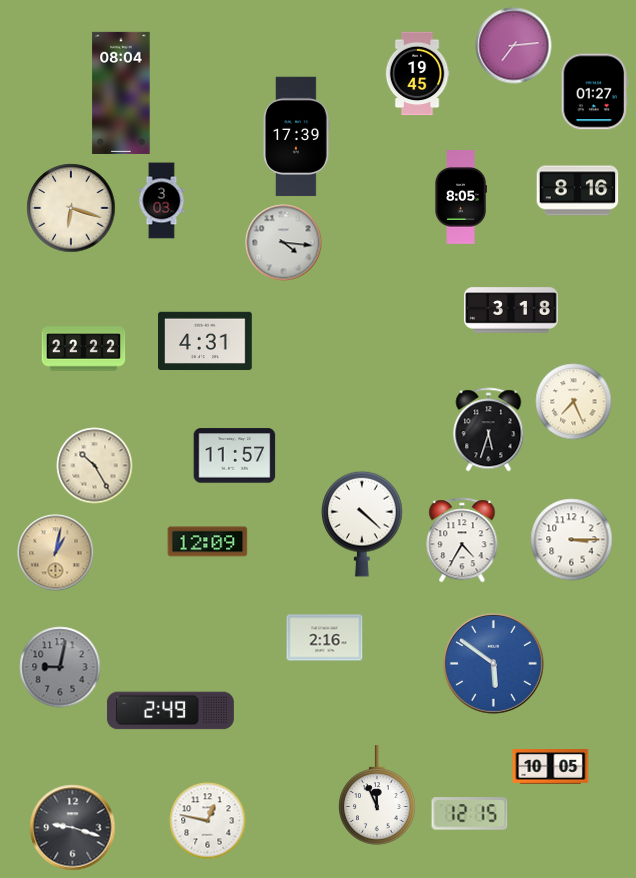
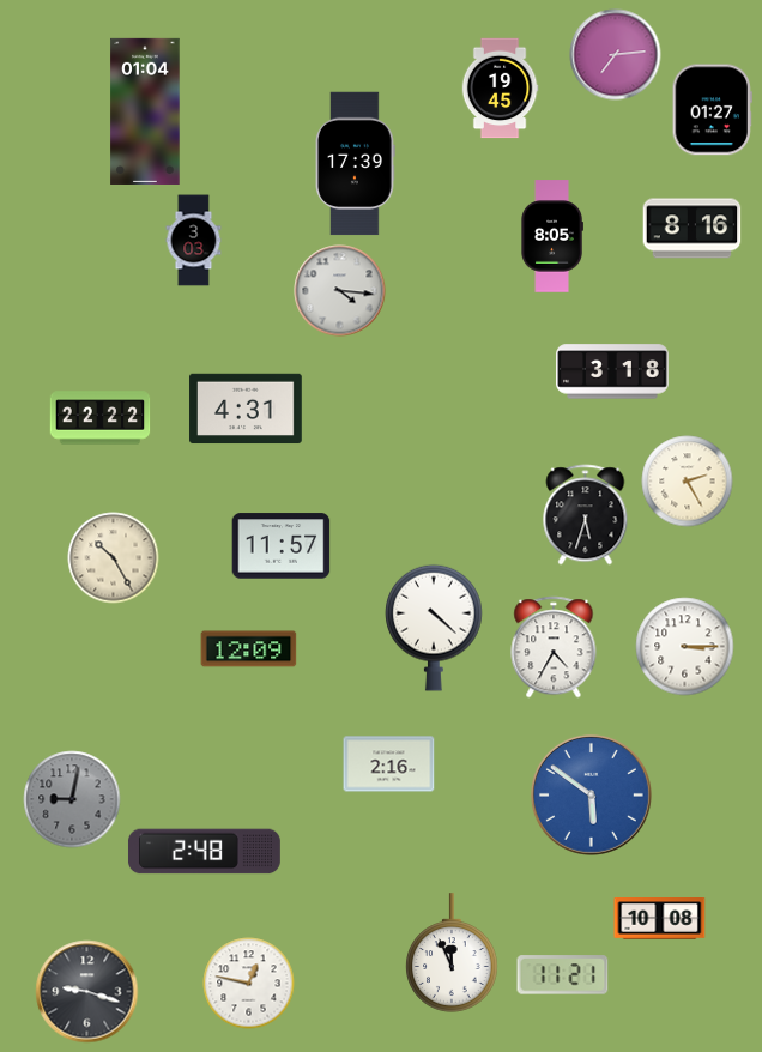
clock at (121, 93): 08:04 -> 01:04
clock at (71, 208): 6:18 -> none
clock at (574, 402): 7:26 -> 2:25
clock at (56, 553): 1:02 -> none
clock at (170, 711): 2:49 -> 2:48
clock at (551, 767): 10:05 -> 10:08
clock at (470, 814): 12:15 -> 11:21
